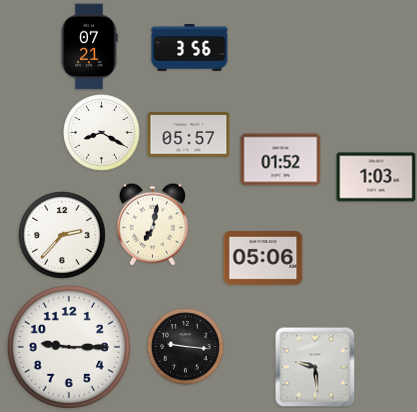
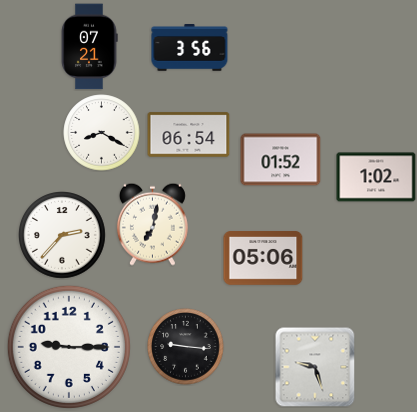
clock at (189, 135): 05:57 -> 06:54
clock at (376, 177): 1:03 -> 1:02
clock at (315, 367): 9:29 -> 9:27
